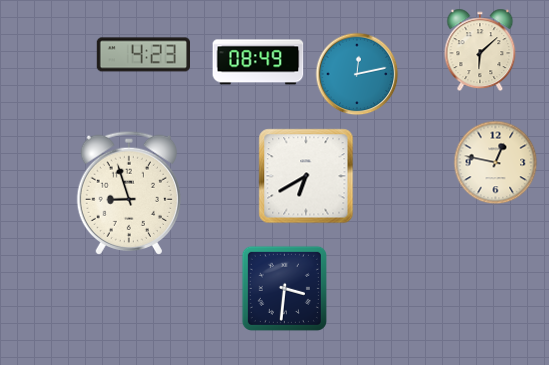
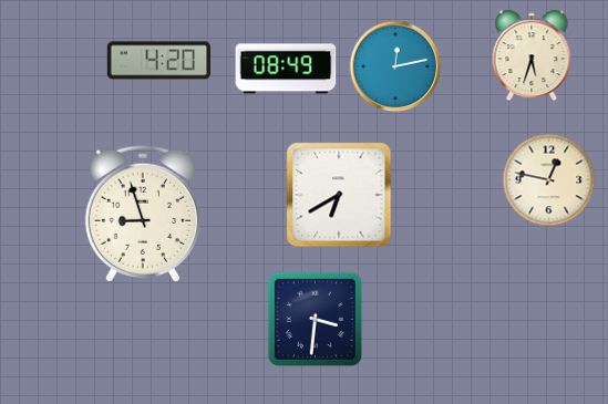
clock at (480, 50): 6:08 -> 5:33
clock at (143, 55): 4:23 -> 4:20
clock at (357, 74) position: (357, 74) -> (395, 66)
